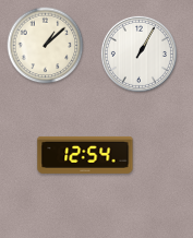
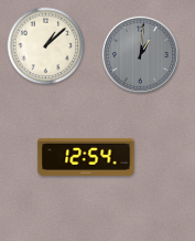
clock at (138, 53): 1:05 -> 1:01
clock at (138, 53) dial: white -> grey
